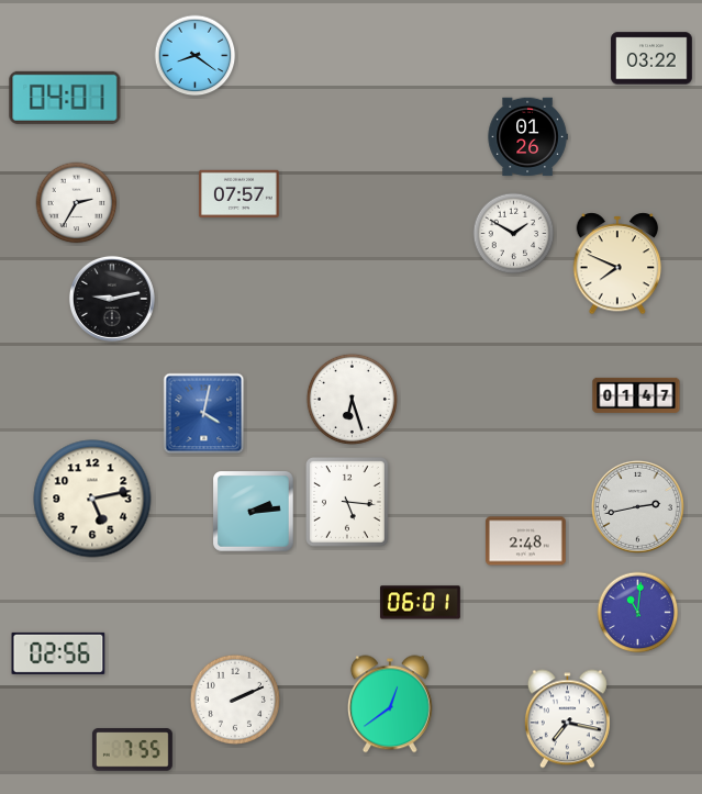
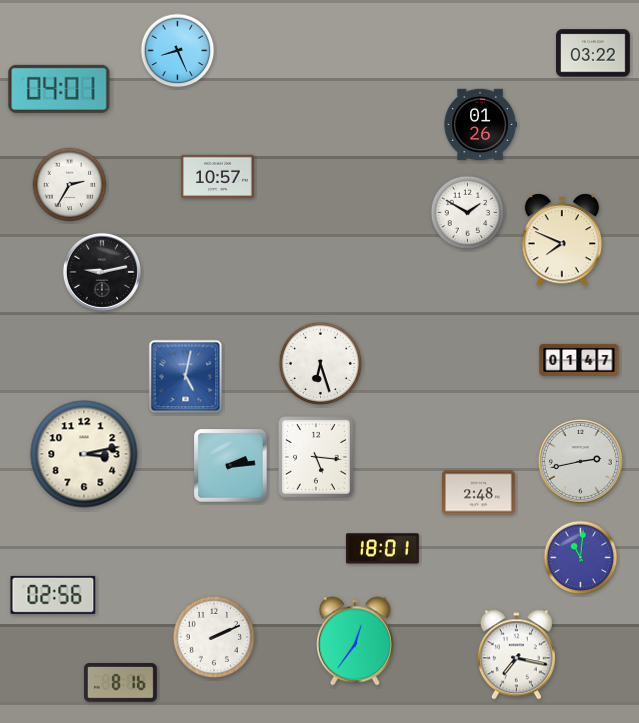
clock at (196, 56): 8:21 -> 8:26
clock at (238, 194): 07:57 -> 10:57
clock at (204, 414): 4:02 -> 5:02
clock at (92, 499): 5:13 -> 3:13
clock at (420, 603): 06:01 -> 18:01
clock at (391, 704): 12:39 -> 12:36
clock at (132, 750): 7:55 -> 8:16
